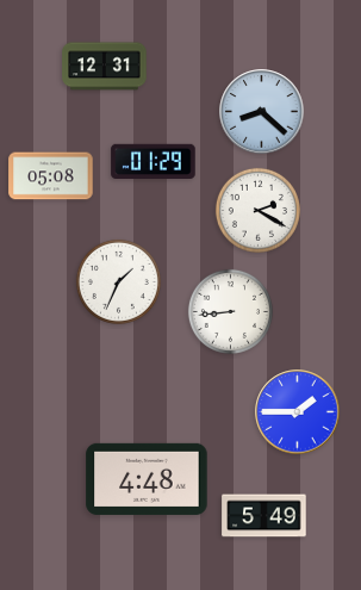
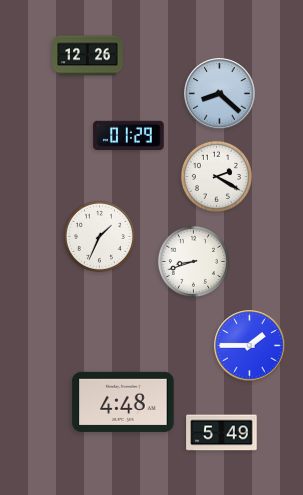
clock at (105, 67): 12:31 -> 12:26
clock at (51, 176): 05:08 -> none
clock at (230, 311): 8:44 -> 8:42
